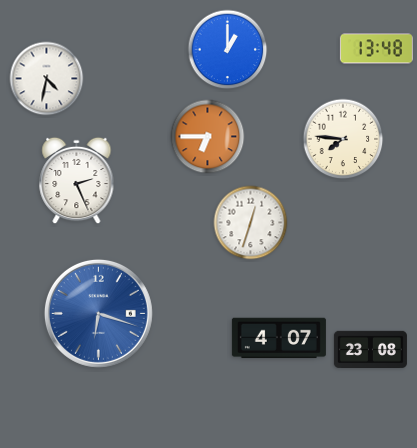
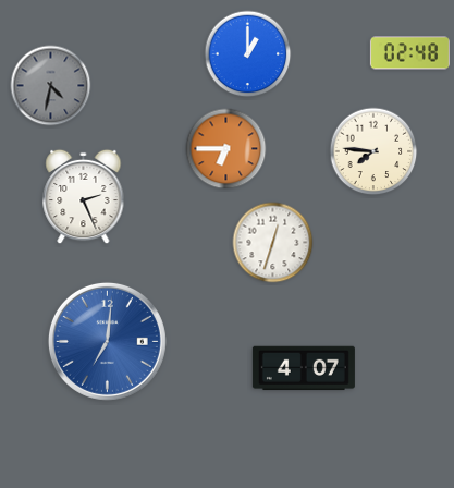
clock at (376, 49): 13:48 -> 02:48
clock at (47, 79) dial: white -> grey
clock at (98, 313): 6:18 -> 7:01
clock at (370, 350): 23:08 -> none
